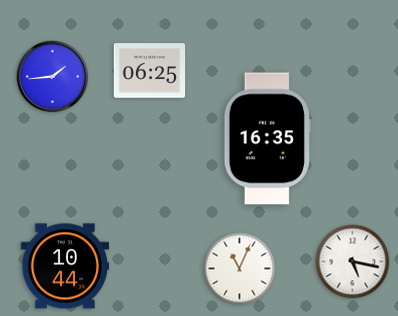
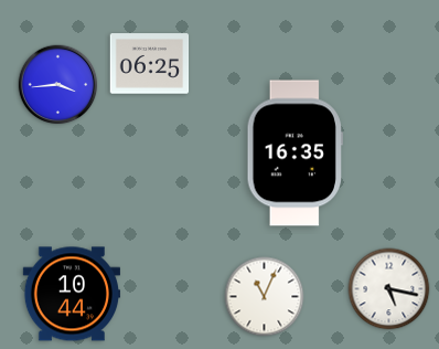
clock at (150, 71) position: (150, 71) -> (150, 64)
clock at (53, 77): 1:44 -> 3:44
